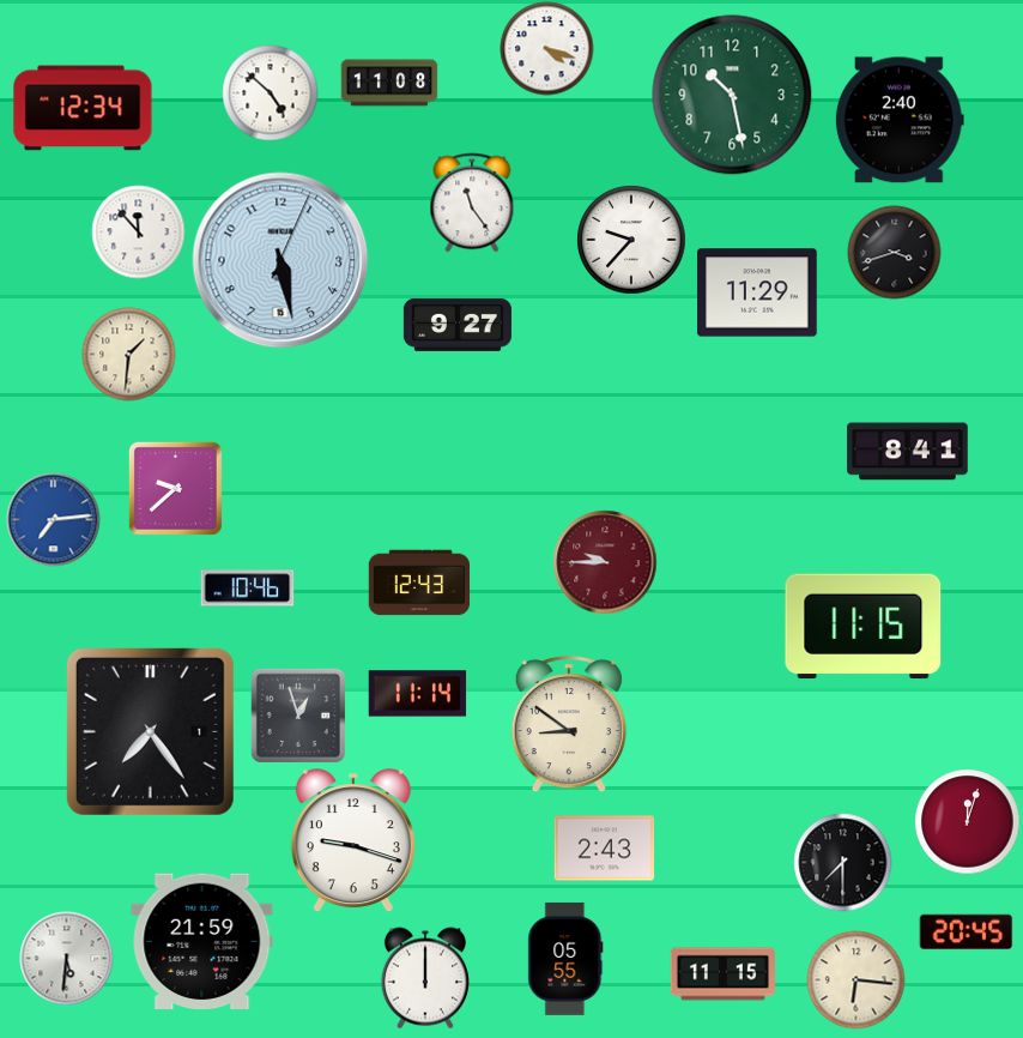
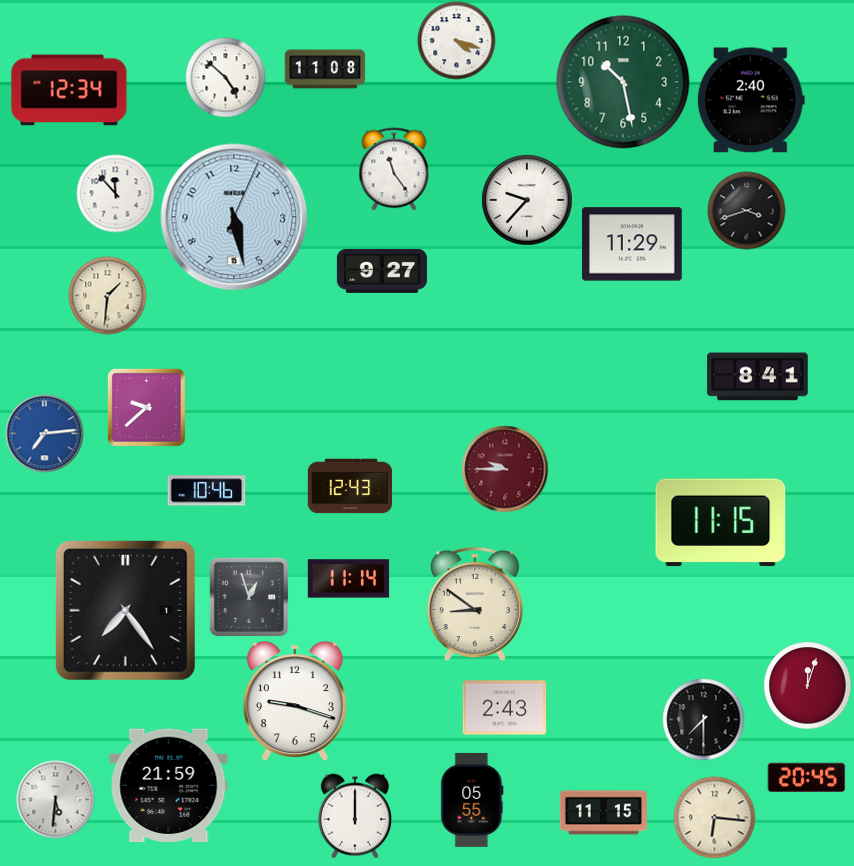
clock at (732, 95) position: (732, 95) -> (623, 82)
